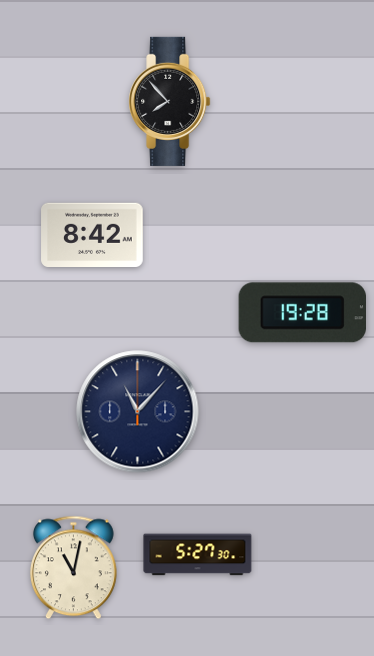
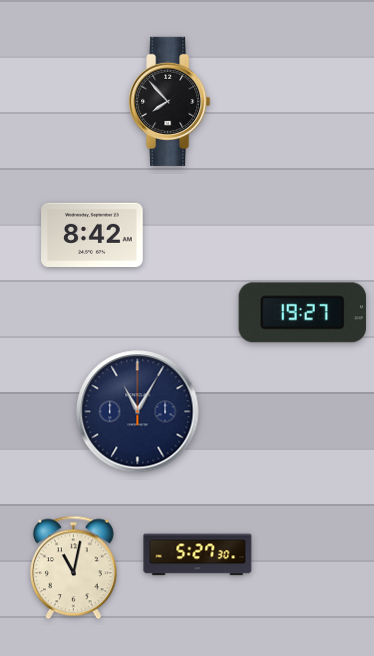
clock at (302, 313): 19:28 -> 19:27
clock at (138, 412): 11:07 -> 11:05
